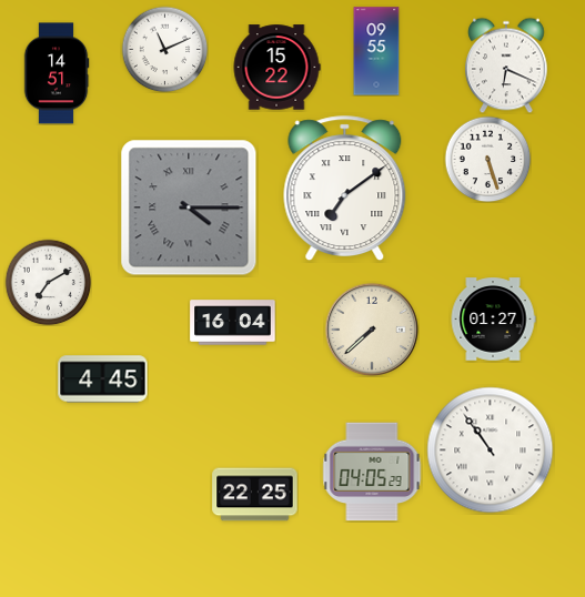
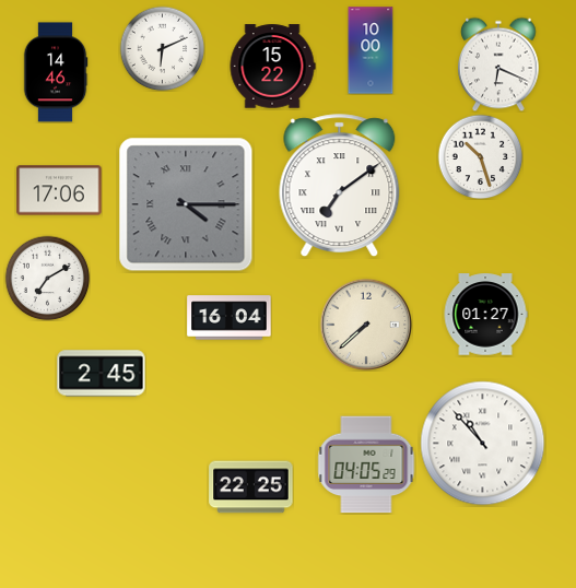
clock at (164, 49): 11:11 -> 6:11
clock at (376, 51): 09:55 -> 10:00
clock at (57, 73): 14:51 -> 14:46
clock at (487, 159): 5:27 -> 10:27
clock at (59, 190): none -> 17:06
clock at (103, 380): 4:45 -> 2:45
clock at (491, 451): 10:54 -> 10:53
